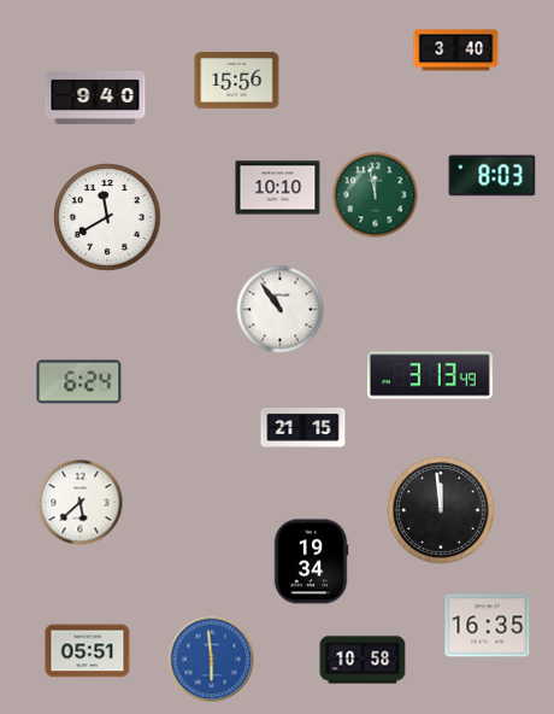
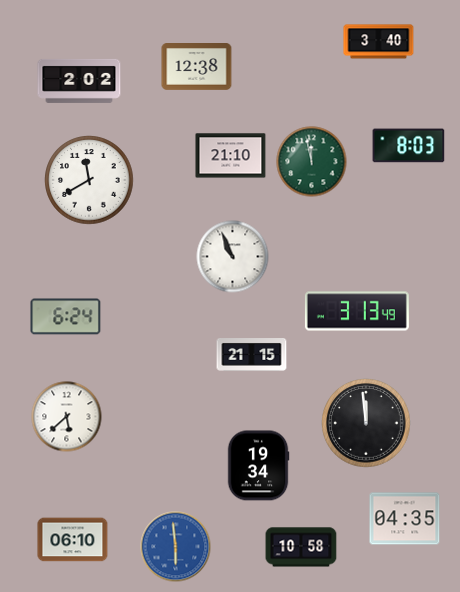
clock at (237, 81): 15:56 -> 12:38
clock at (95, 98): 9:40 -> 2:02
clock at (278, 188): 10:10 -> 21:10
clock at (281, 310): 10:54 -> 10:56
clock at (488, 626): 16:35 -> 04:35
clock at (88, 651): 05:51 -> 06:10
